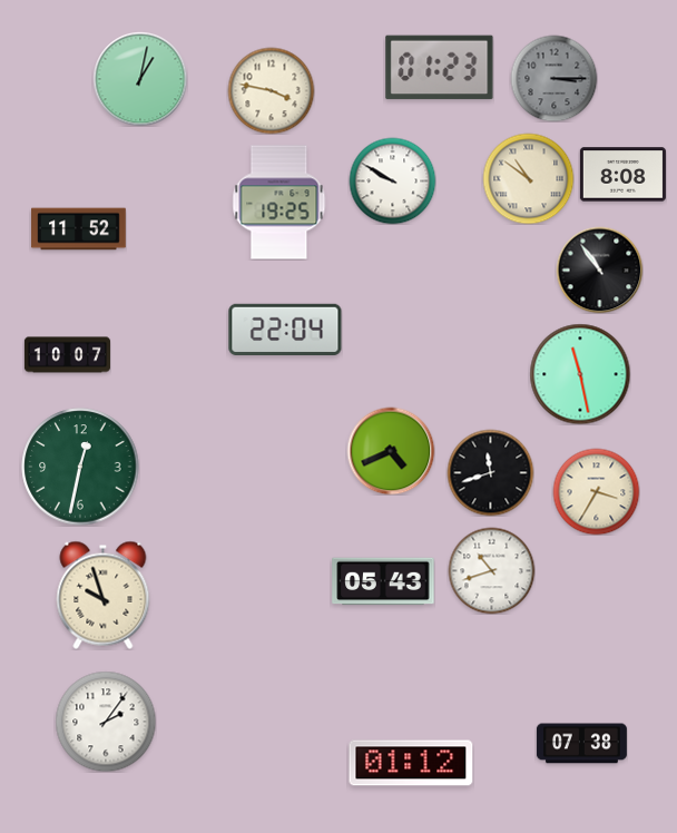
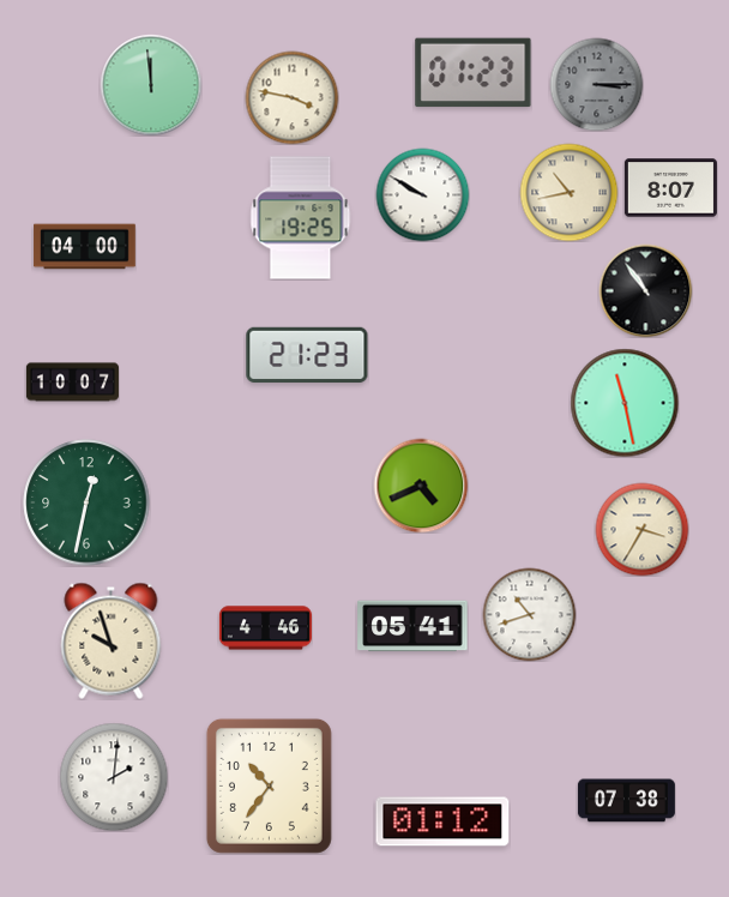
clock at (140, 79): 1:02 -> 11:59
clock at (622, 175): 8:08 -> 8:07
clock at (528, 178): 10:51 -> 10:43
clock at (79, 229): 11:52 -> 04:00
clock at (285, 330): 22:04 -> 21:23
clock at (490, 472): 11:42 -> none
clock at (383, 581): 05:43 -> 05:41
clock at (265, 628): none -> 4:46
clock at (106, 722): 2:06 -> 2:01
clock at (269, 785): none -> 10:36
